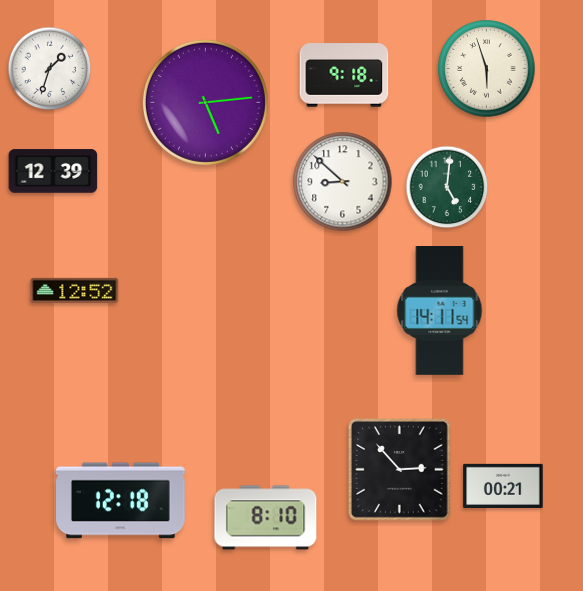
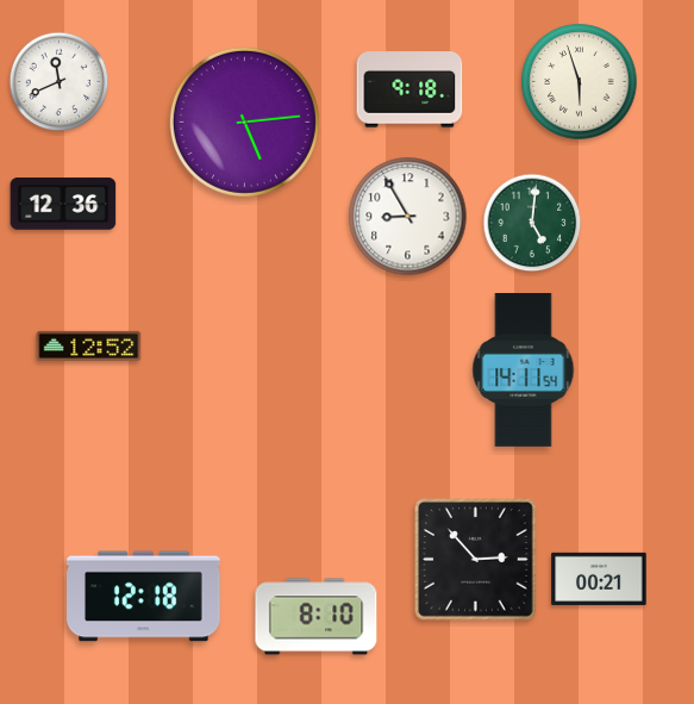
clock at (50, 69): 1:33 -> 11:41
clock at (53, 171): 12:39 -> 12:36
clock at (343, 182): 8:52 -> 8:55
